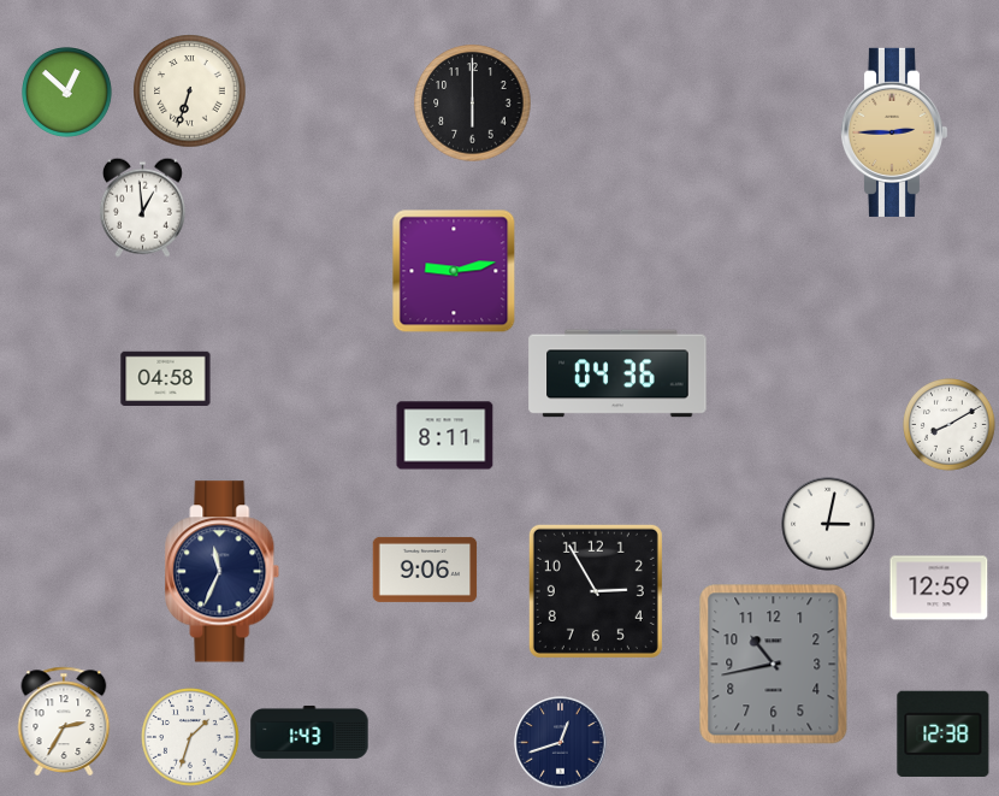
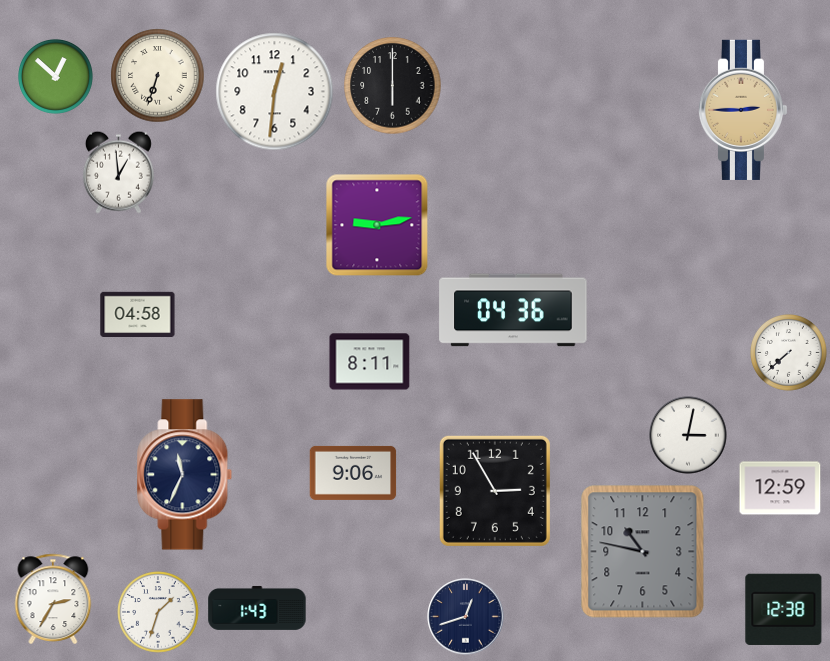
clock at (275, 92): none -> 12:31
clock at (950, 425): 8:10 -> 7:38
clock at (774, 665): 10:43 -> 10:47
